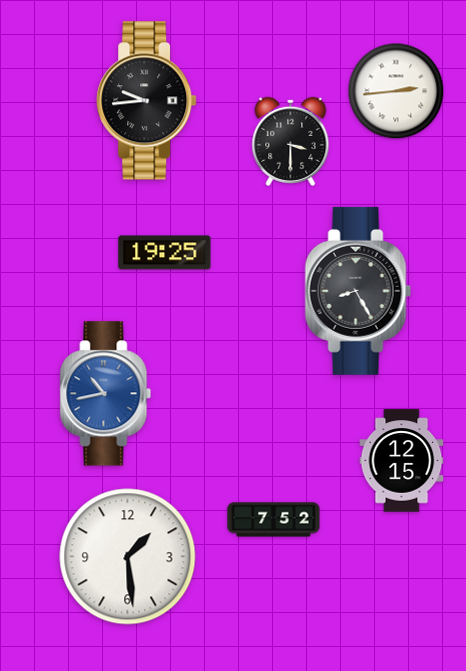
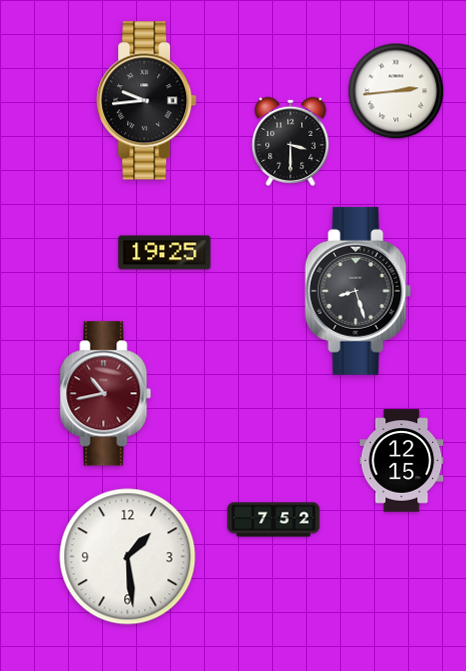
clock at (358, 291): 8:25 -> 8:27
clock at (106, 394) dial: blue -> burgundy
